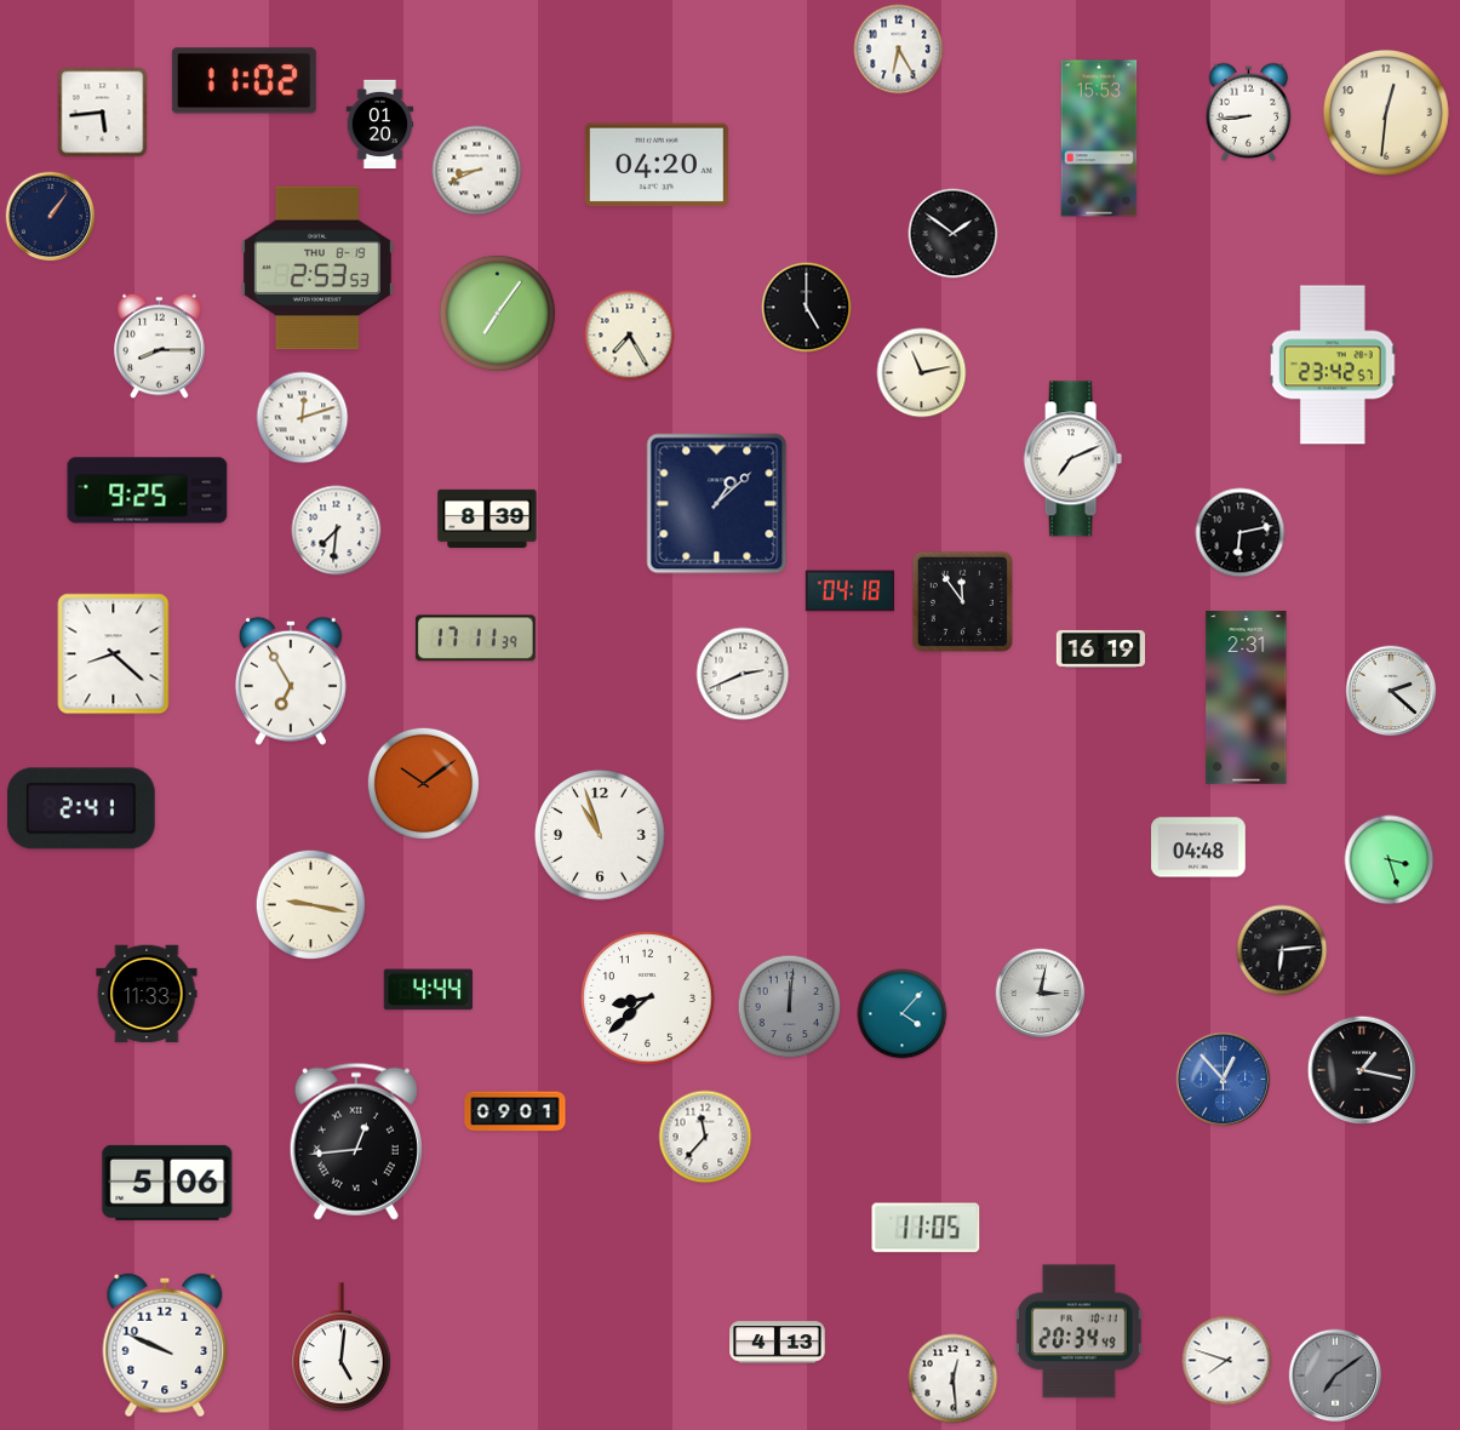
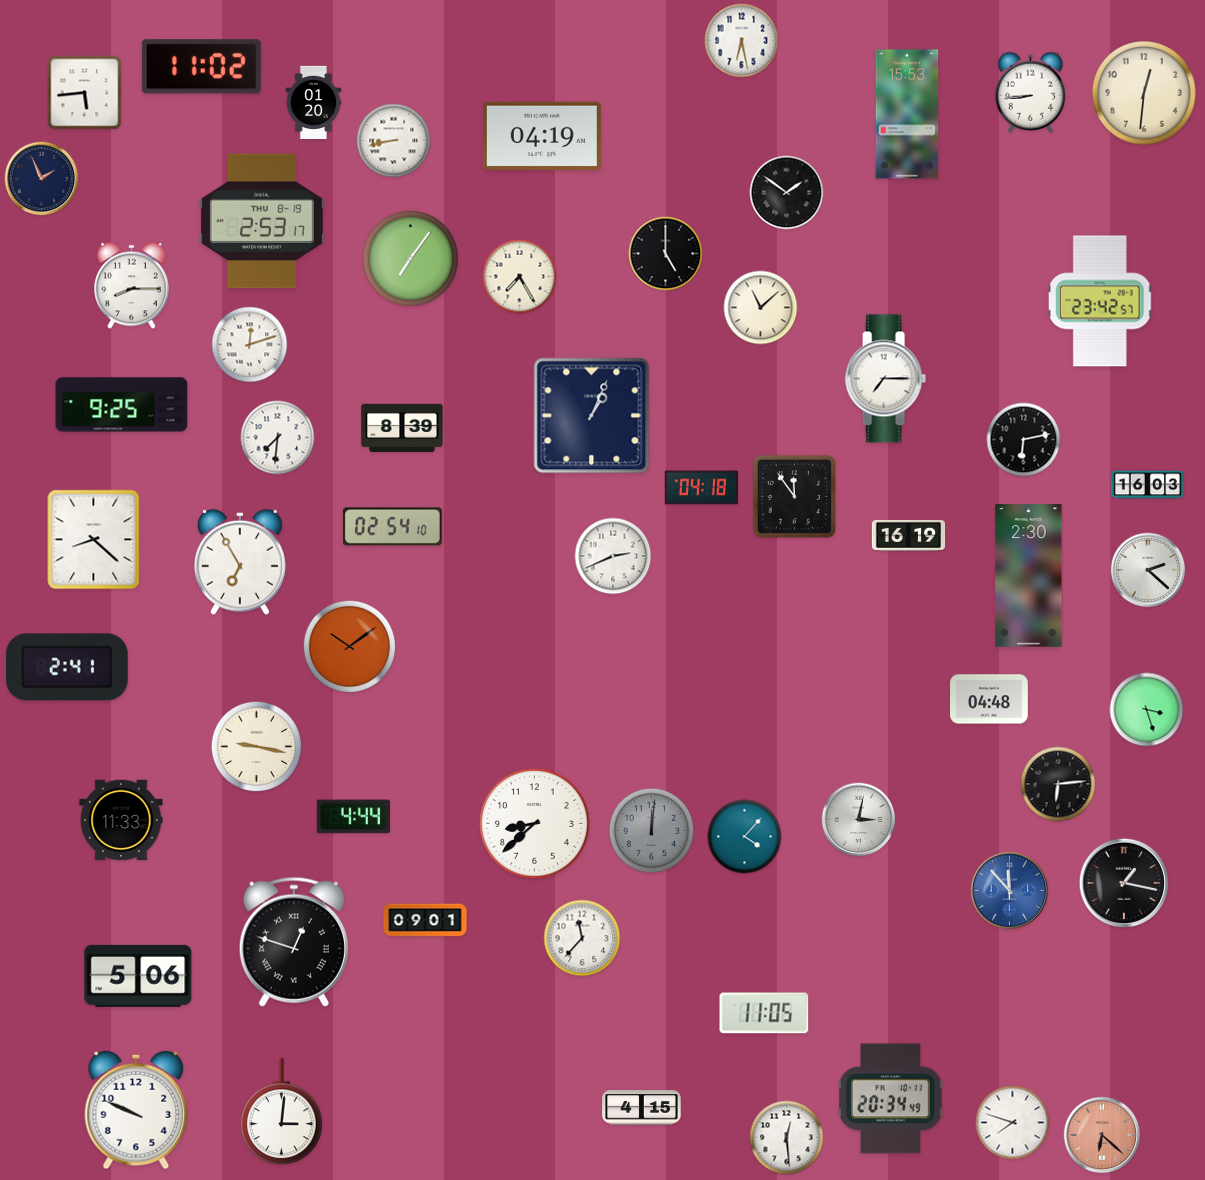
clock at (899, 50): 6:25 -> 6:28
clock at (657, 165): 04:20 -> 04:19
clock at (477, 171): 8:41 -> 8:43
clock at (51, 217): 1:06 -> 1:56
clock at (317, 268): 2:53:53 -> 2:53:17
clock at (922, 373): 11:13 -> 11:08
clock at (1072, 459): 7:11 -> 7:15
clock at (717, 504): 1:08 -> 1:04
clock at (1148, 485): none -> 16:03
clock at (475, 639): 17:11 -> 02:54
clock at (1247, 698): 2:31 -> 2:30
clock at (600, 835): 10:57 -> none
clock at (1224, 1080): 12:53 -> 11:53
clock at (515, 1111) position: (515, 1111) -> (425, 920)
clock at (356, 1142): 12:44 -> 12:48
clock at (778, 1343): 4:13 -> 4:15
clock at (342, 1348): 5:01 -> 3:01
clock at (1335, 1375): 7:09 -> 6:22
clock at (1335, 1375) dial: grey -> salmon
